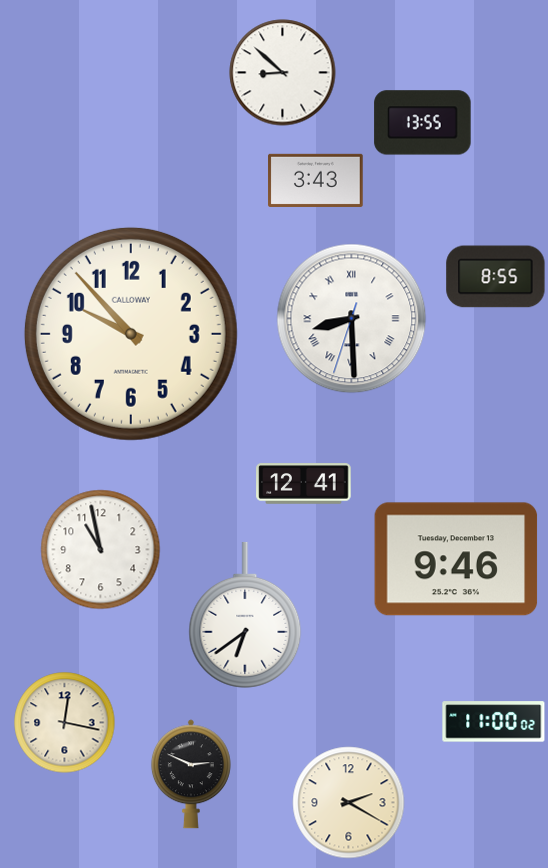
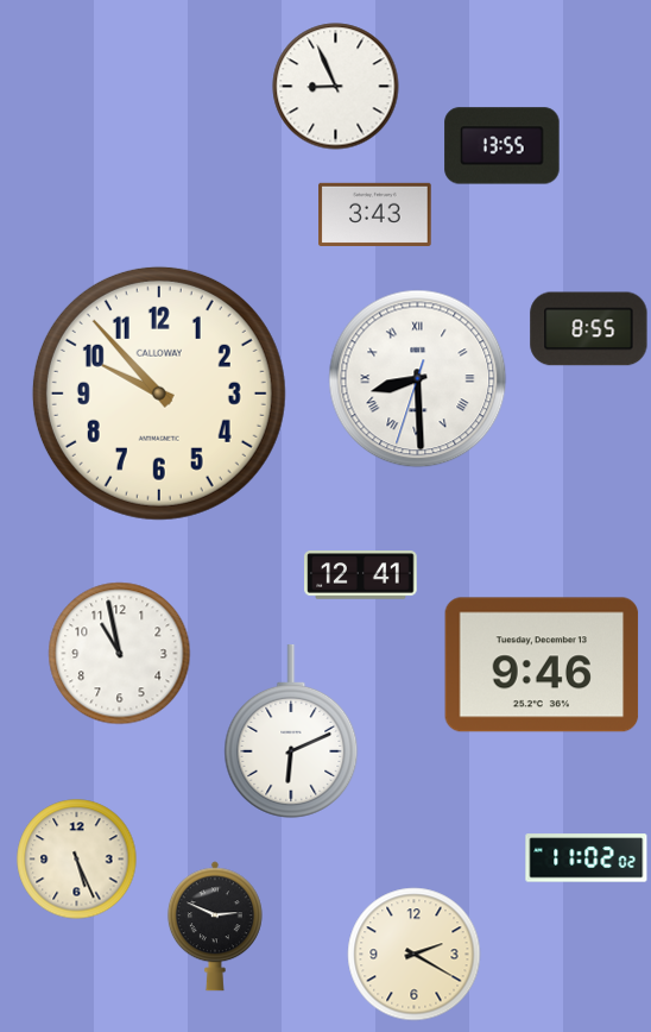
clock at (283, 73): 8:52 -> 8:56
clock at (131, 334) position: (131, 334) -> (159, 394)
clock at (245, 615): 6:39 -> 6:11
clock at (494, 722): 11:00 -> 11:02
clock at (65, 723): 12:17 -> 5:26
clock at (191, 774) position: (191, 774) -> (215, 926)
